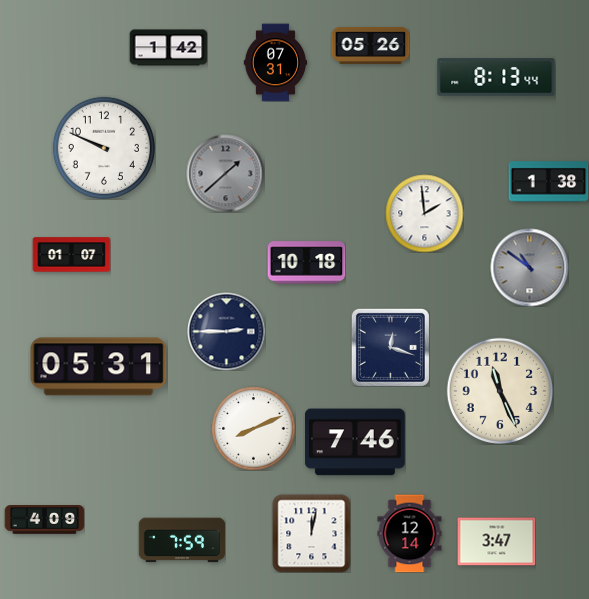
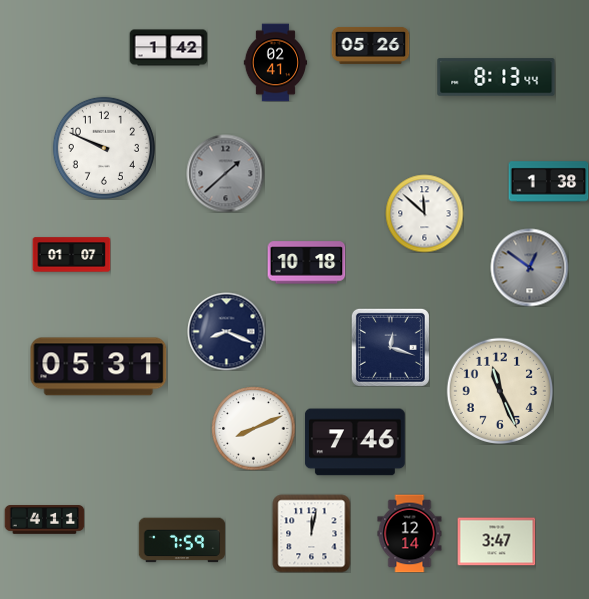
clock at (276, 62): 07:31 -> 02:41
clock at (424, 213): 1:59 -> 11:52
clock at (529, 267): 10:51 -> 12:51
clock at (226, 331): 2:45 -> 8:19
clock at (44, 520): 4:09 -> 4:11
